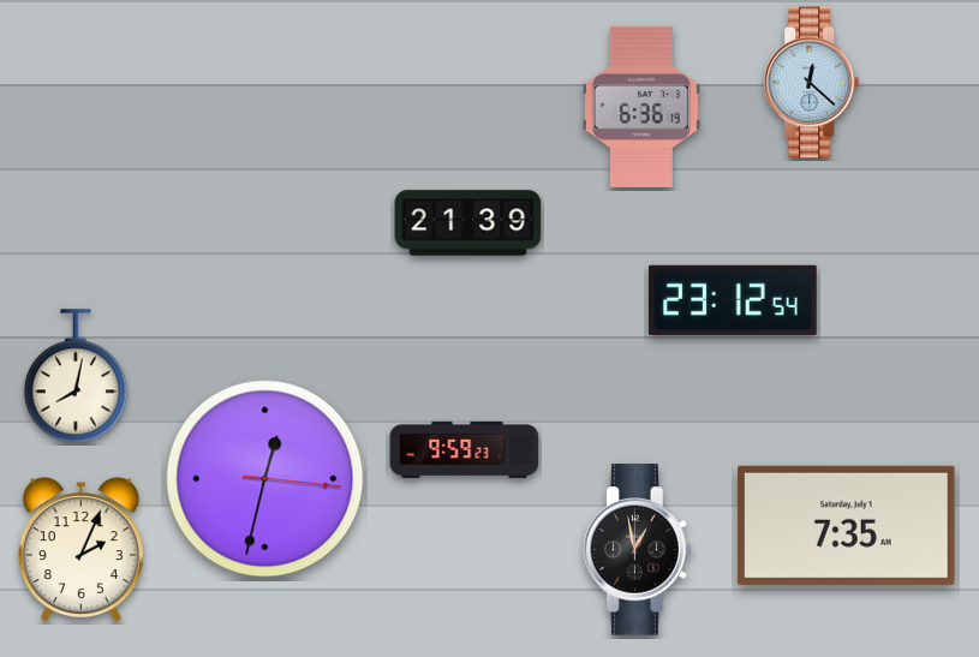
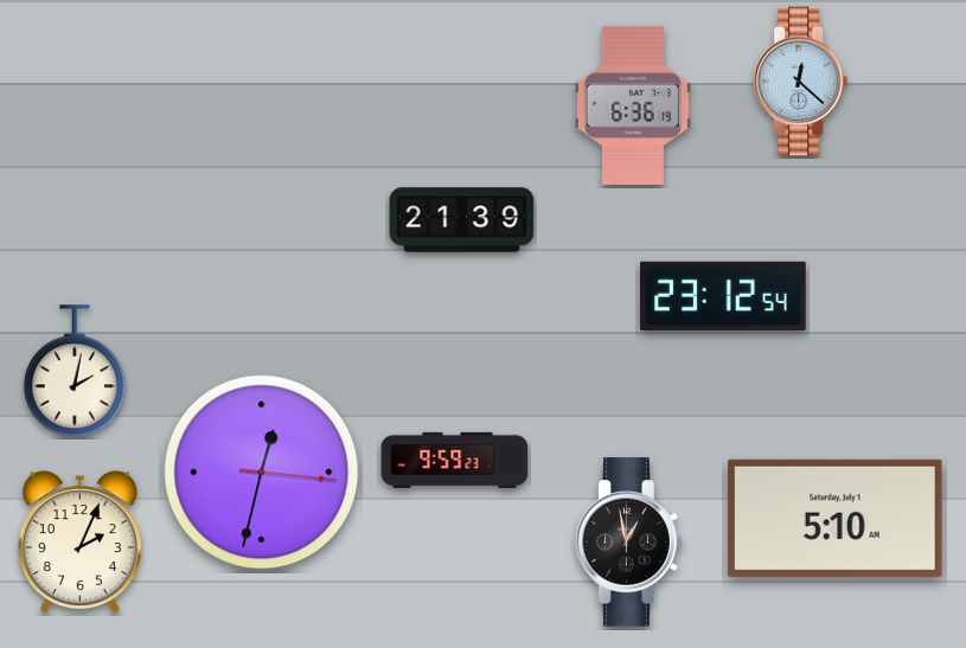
clock at (76, 377): 8:02 -> 2:02
clock at (465, 449) position: (465, 449) -> (455, 460)
clock at (847, 525): 7:35 -> 5:10
